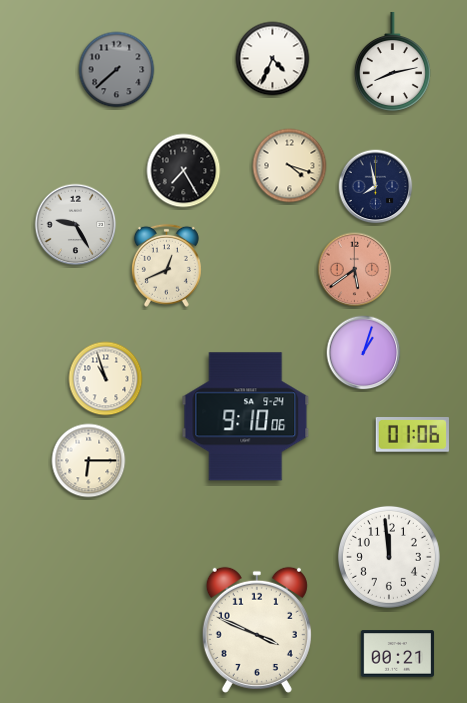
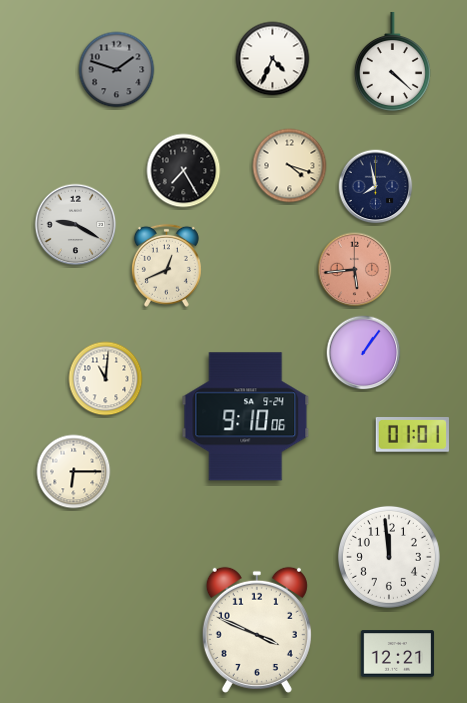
clock at (392, 61): 8:13 -> 4:22
clock at (117, 70): 7:38 -> 1:48
clock at (76, 225): 9:25 -> 9:20
clock at (355, 270): 5:39 -> 5:44
clock at (364, 353): 1:03 -> 1:06
clock at (106, 379): 10:57 -> 11:01
clock at (412, 435): 01:06 -> 01:01
clock at (89, 461) position: (89, 461) -> (74, 472)
clock at (398, 654): 00:21 -> 12:21
